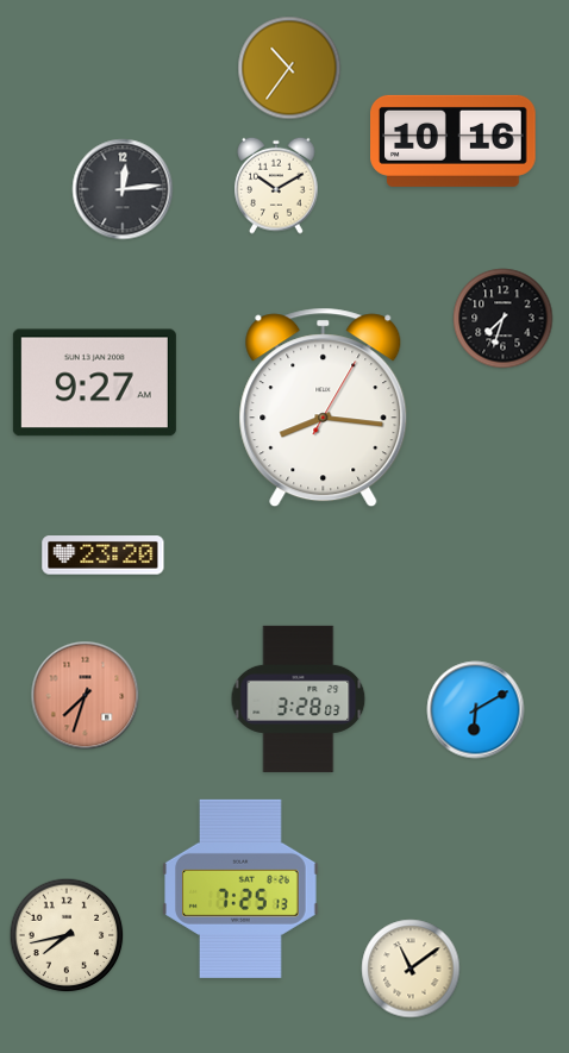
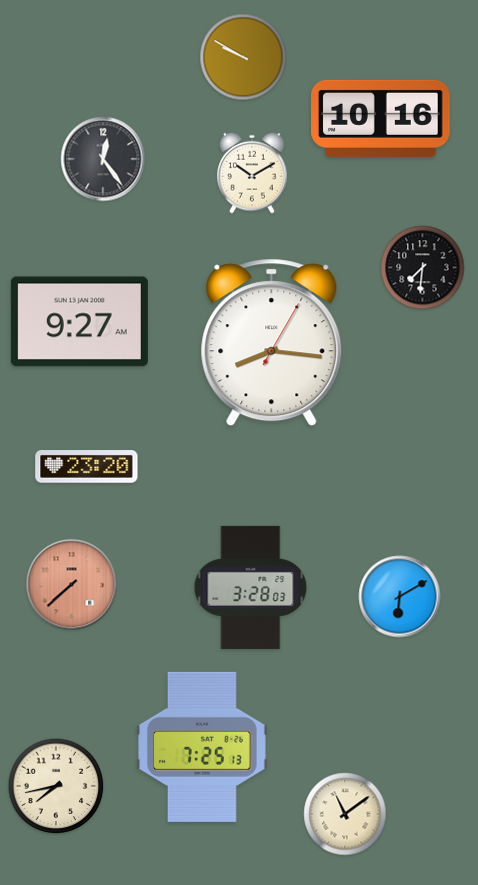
clock at (289, 68): 10:36 -> 9:50
clock at (276, 186) position: (276, 186) -> (252, 173)
clock at (123, 189): 12:14 -> 12:24
clock at (504, 319): 7:33 -> 7:31
clock at (86, 696): 7:33 -> 7:38
